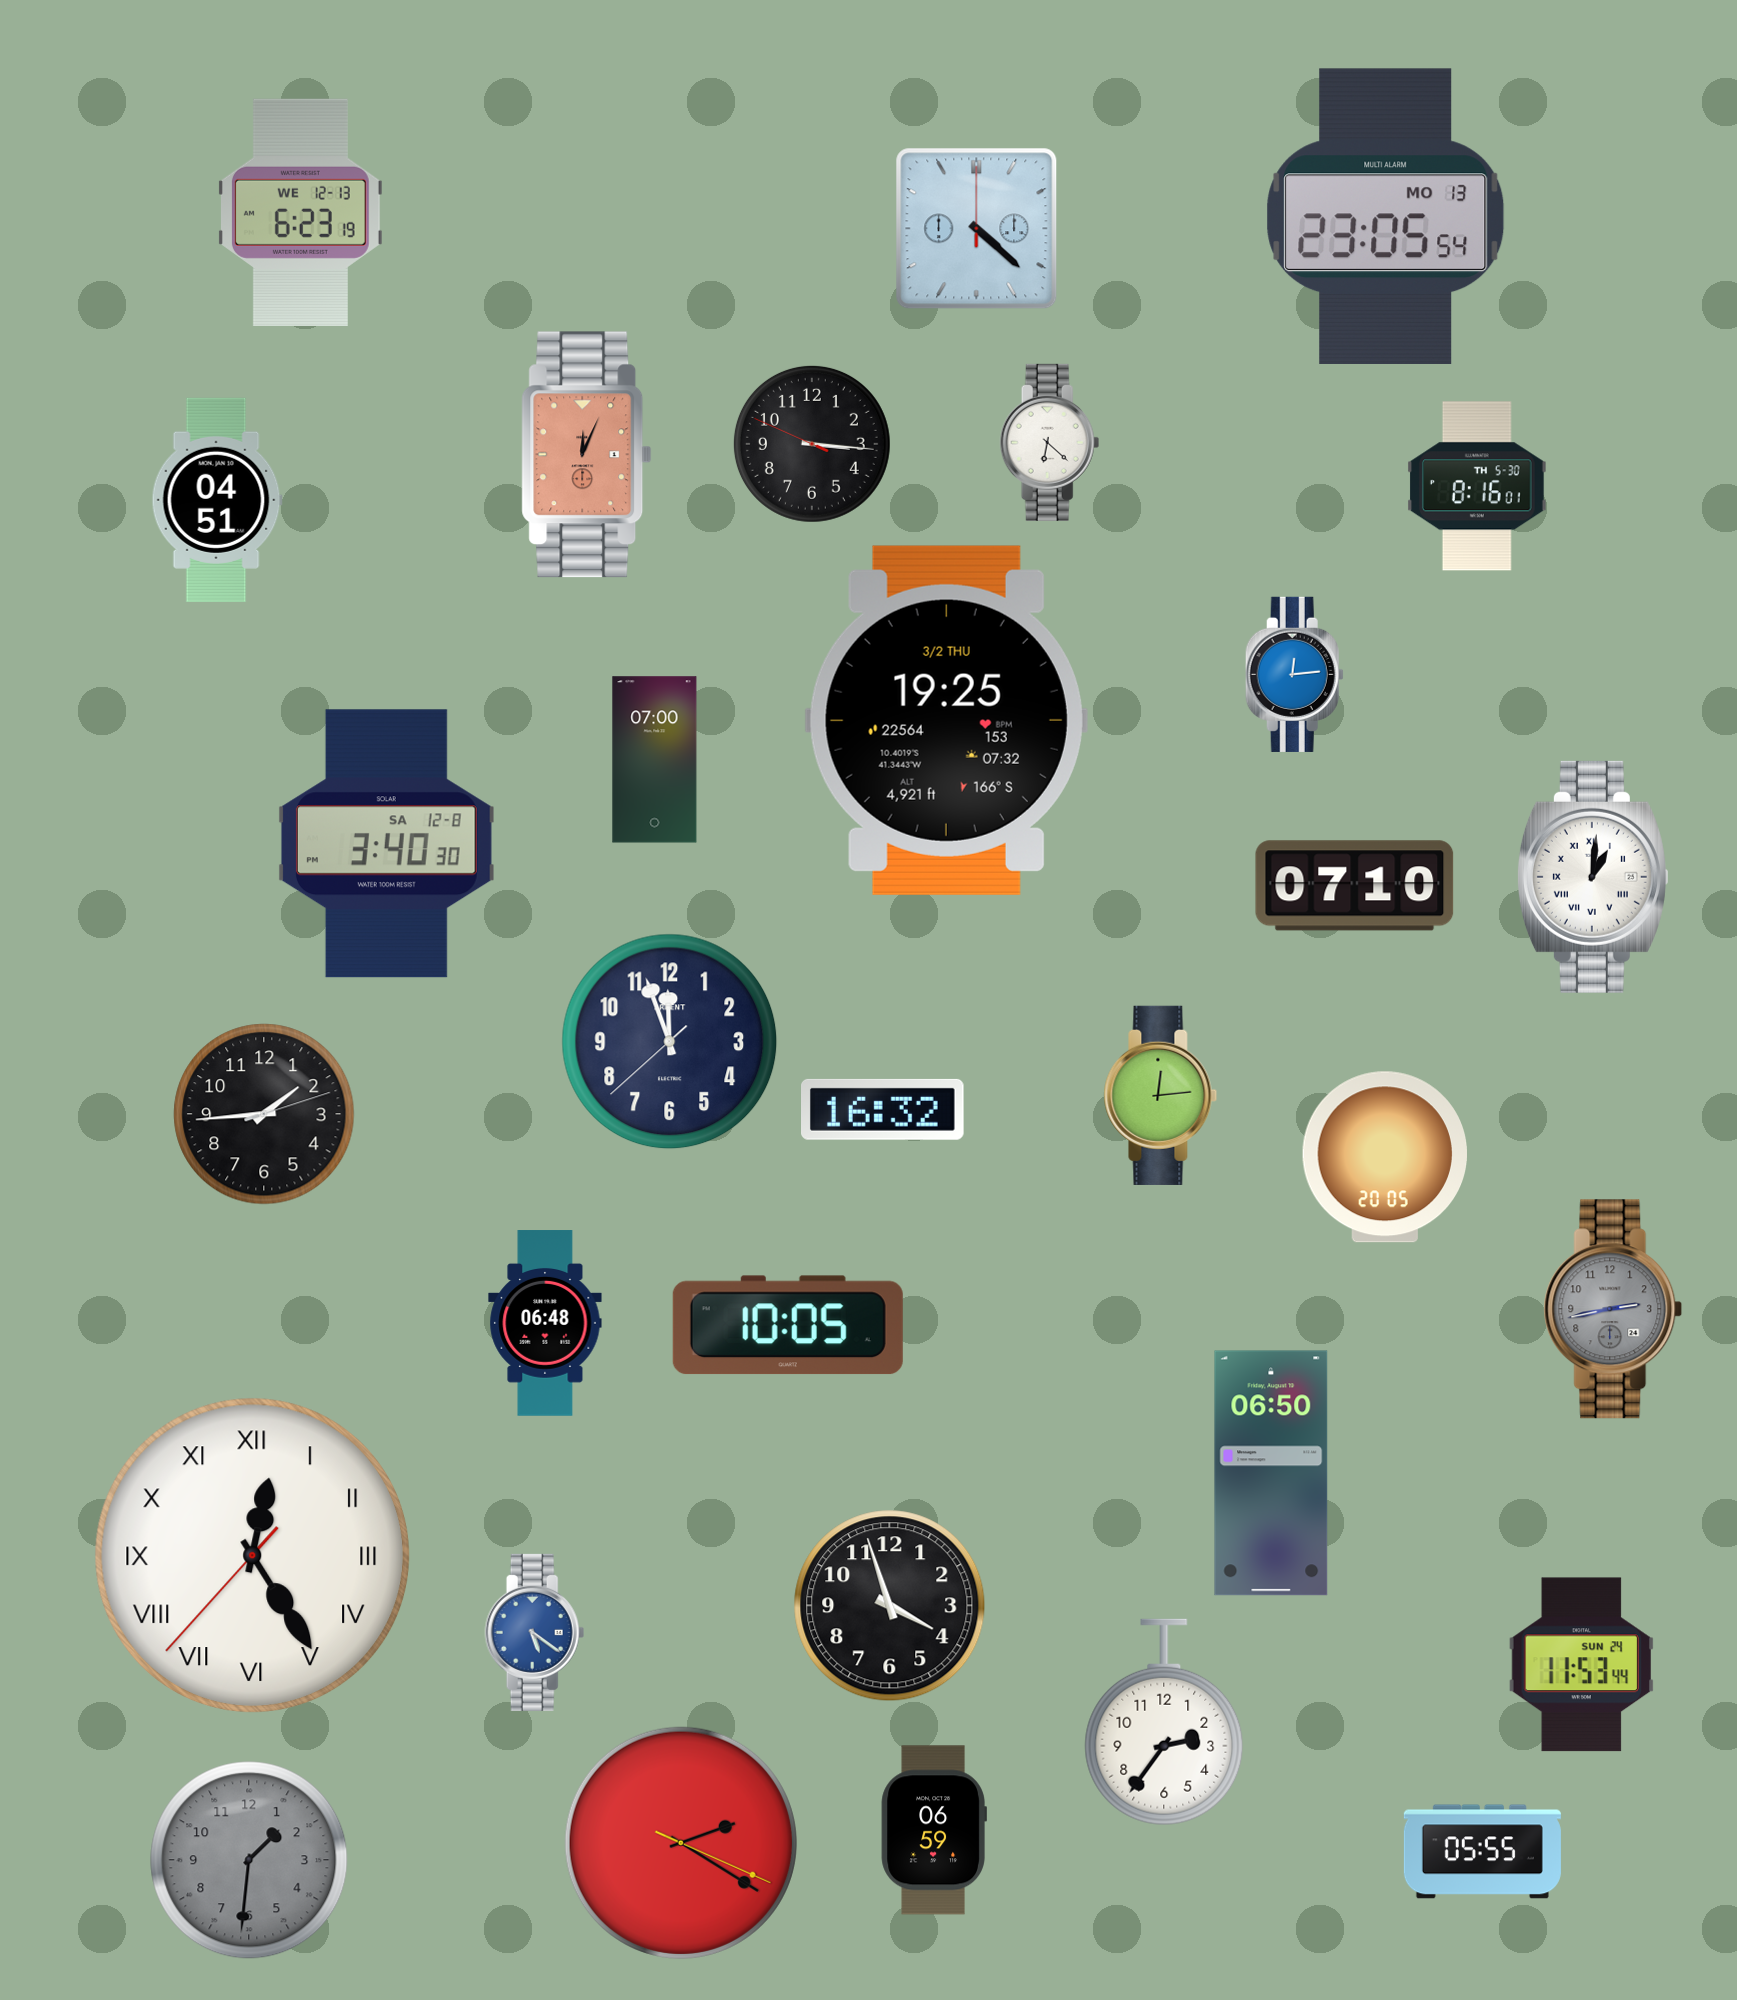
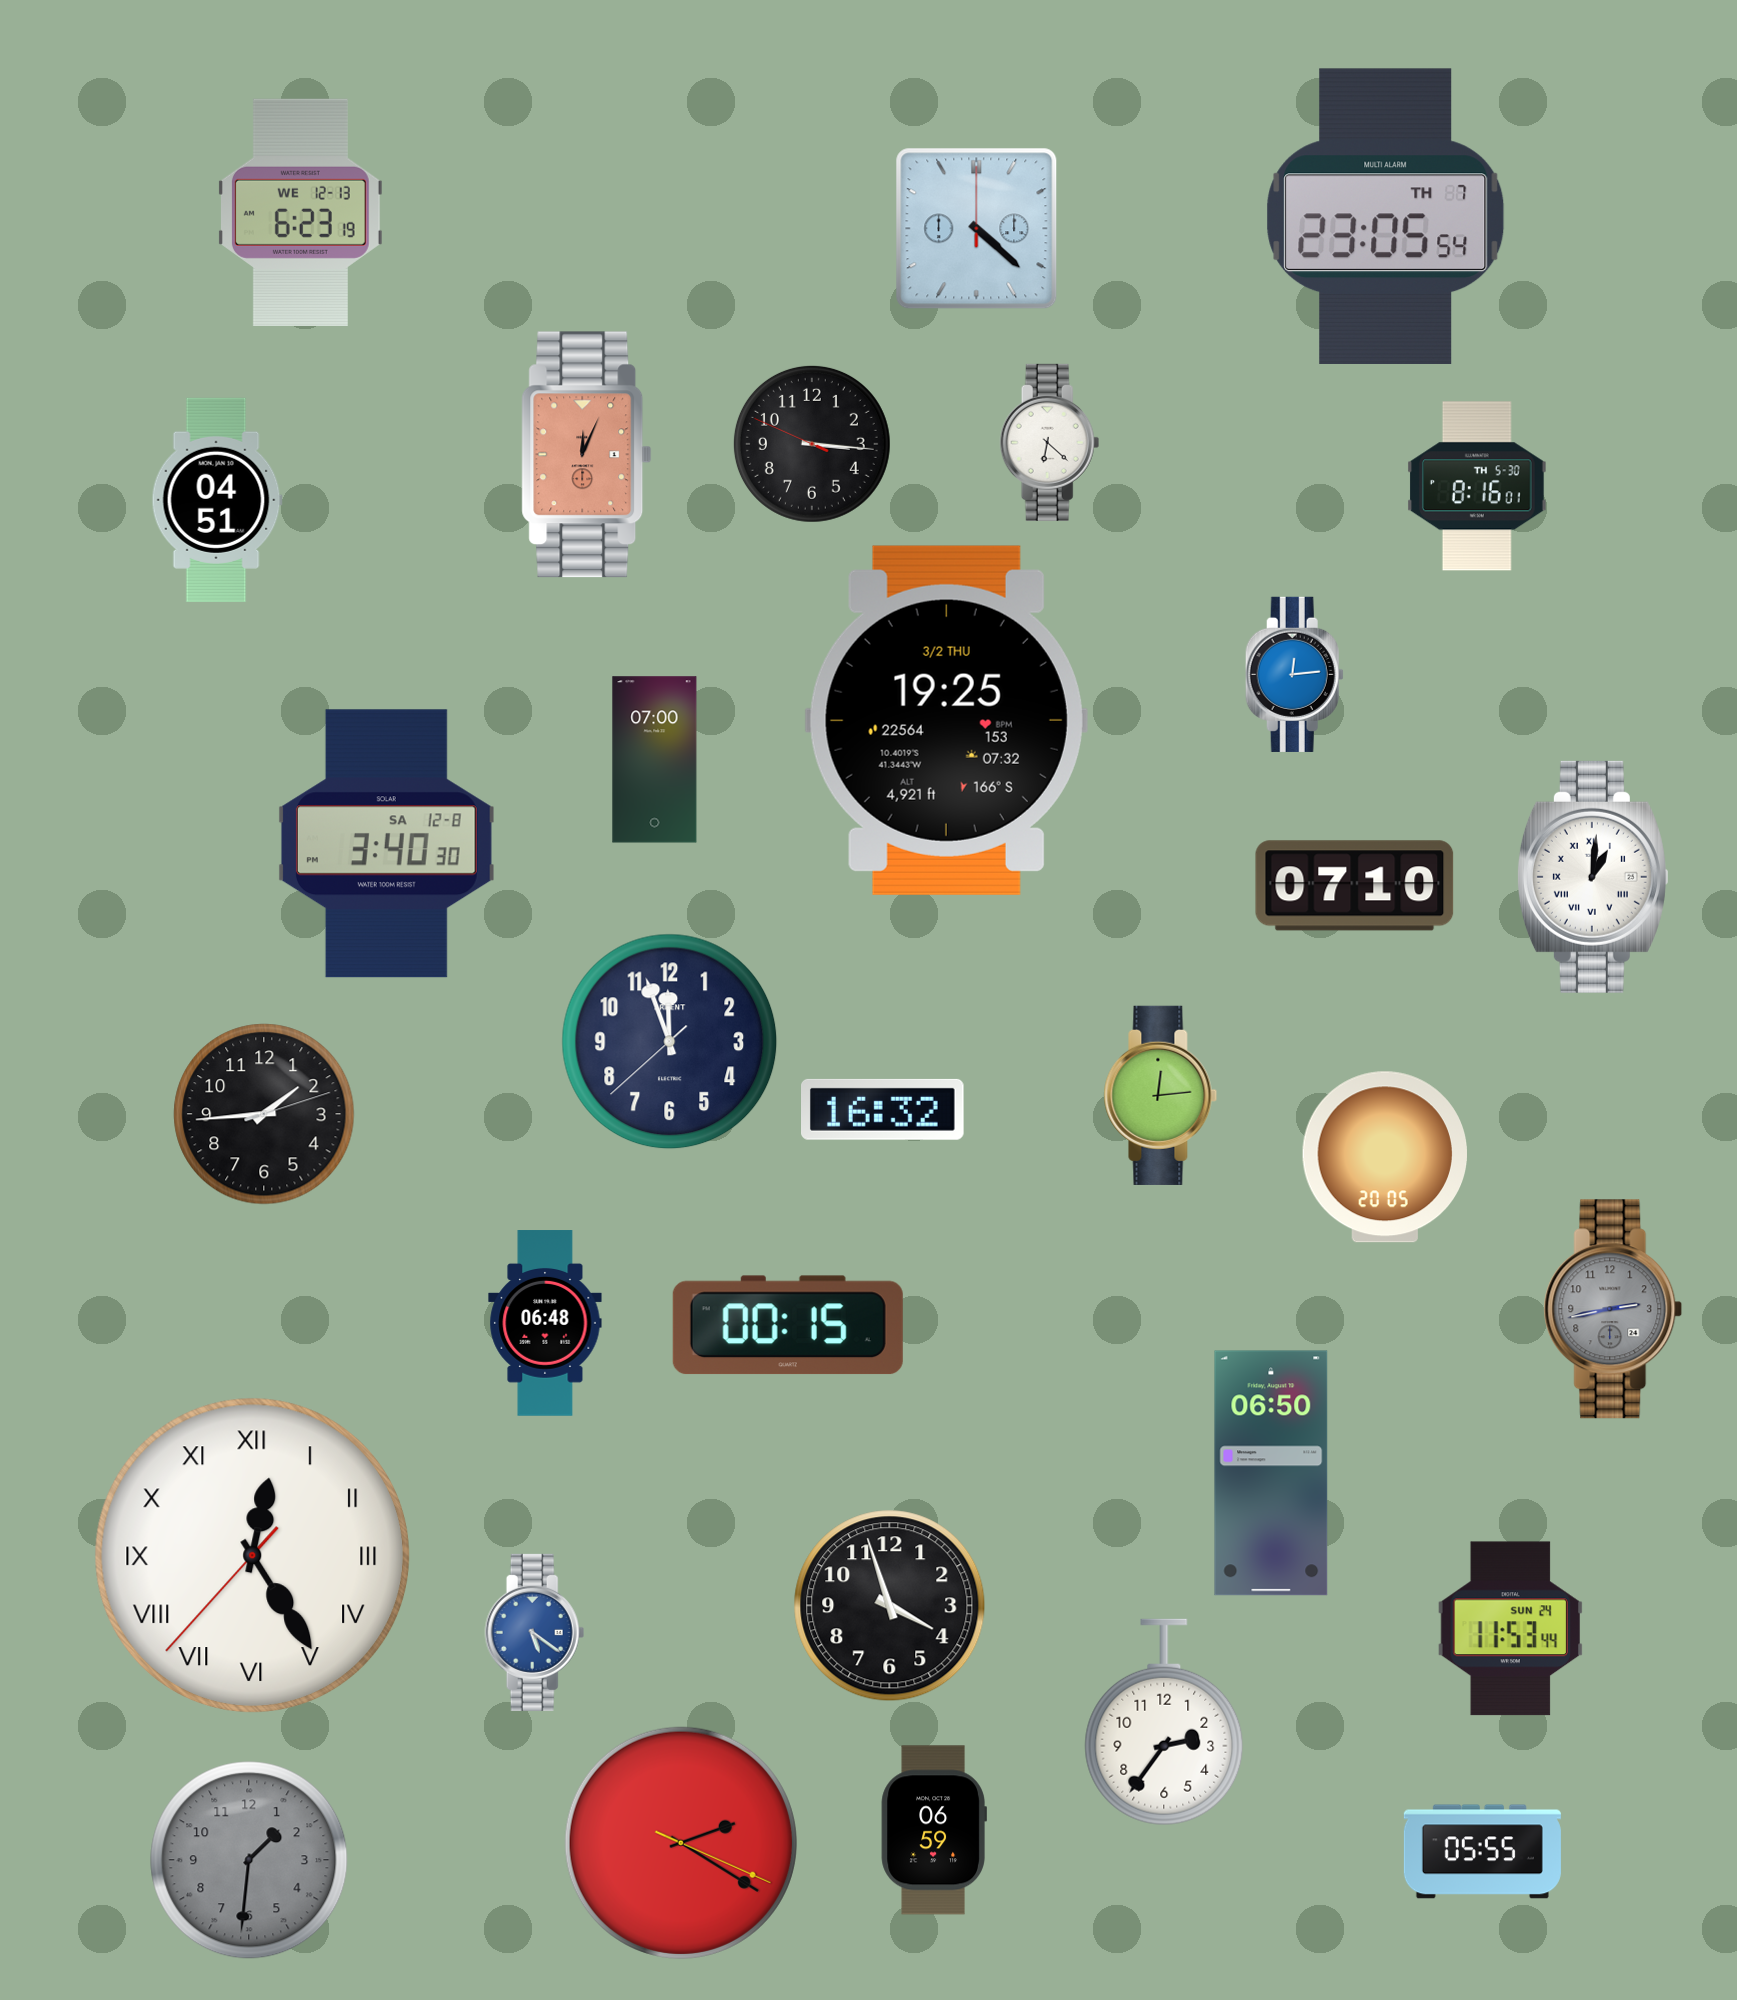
clock at (1386, 216) date: MO 13 -> TH 7
clock at (788, 1325): 10:05 -> 00:15
clock at (1581, 1665) position: (1581, 1665) -> (1510, 1629)
